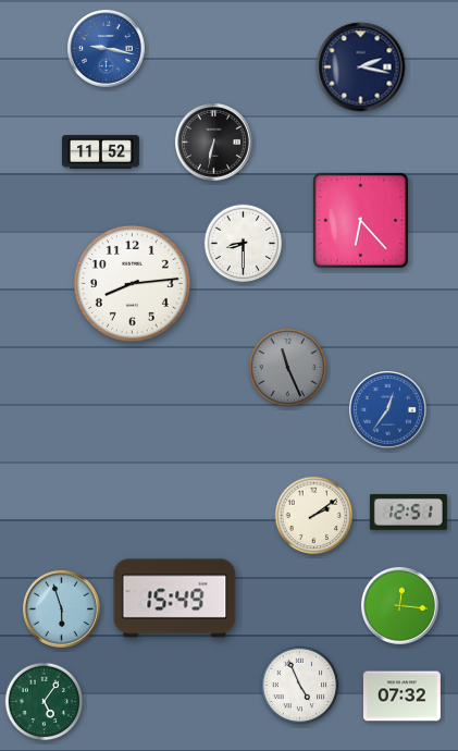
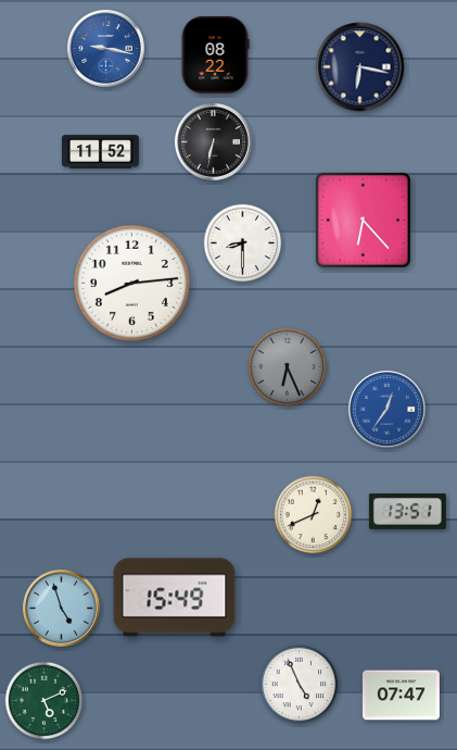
clock at (215, 54): none -> 08:22
clock at (361, 67): 2:17 -> 6:17
clock at (360, 220) position: (360, 220) -> (363, 220)
clock at (288, 368): 11:26 -> 6:26
clock at (408, 512): 12:51 -> 13:51
clock at (314, 516): 2:09 -> 12:41
clock at (399, 605): 12:16 -> none
clock at (61, 608): 5:57 -> 4:57
clock at (401, 697): 07:32 -> 07:47
clock at (45, 702): 5:06 -> 5:11
